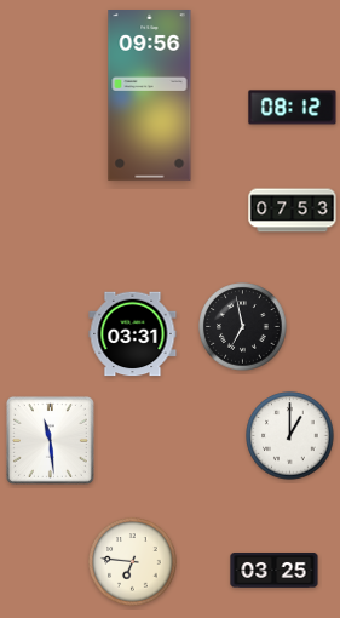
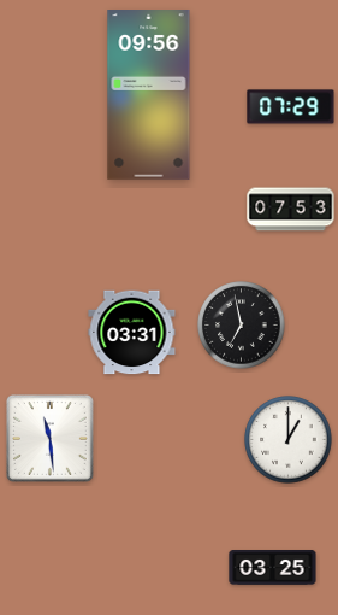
clock at (293, 108): 08:12 -> 07:29
clock at (290, 436) position: (290, 436) -> (289, 440)
clock at (133, 562): 6:46 -> none
